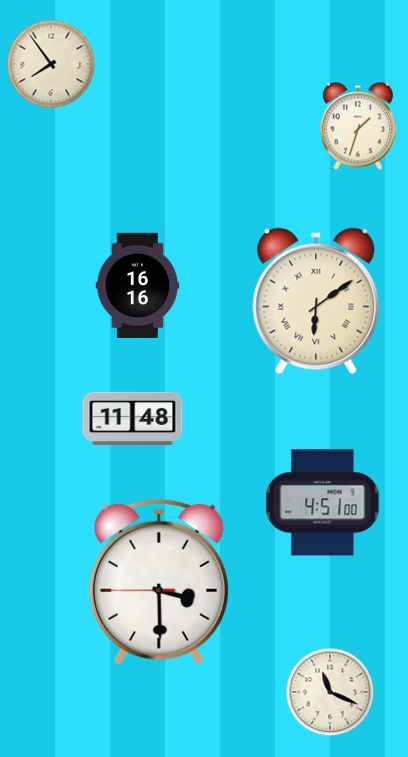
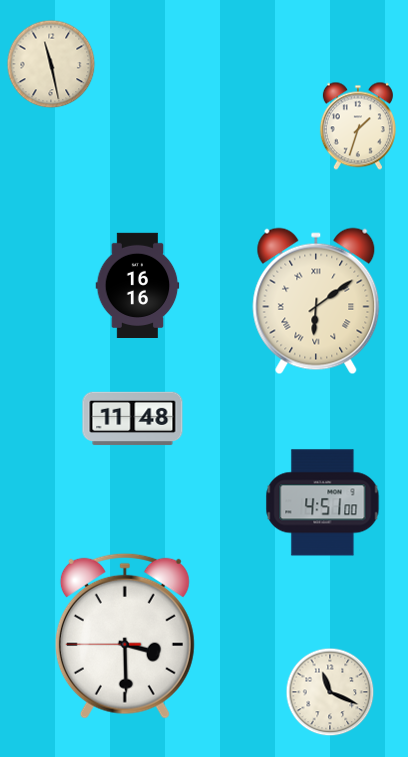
clock at (51, 64): 7:54 -> 11:28
clock at (159, 582) position: (159, 582) -> (125, 636)
